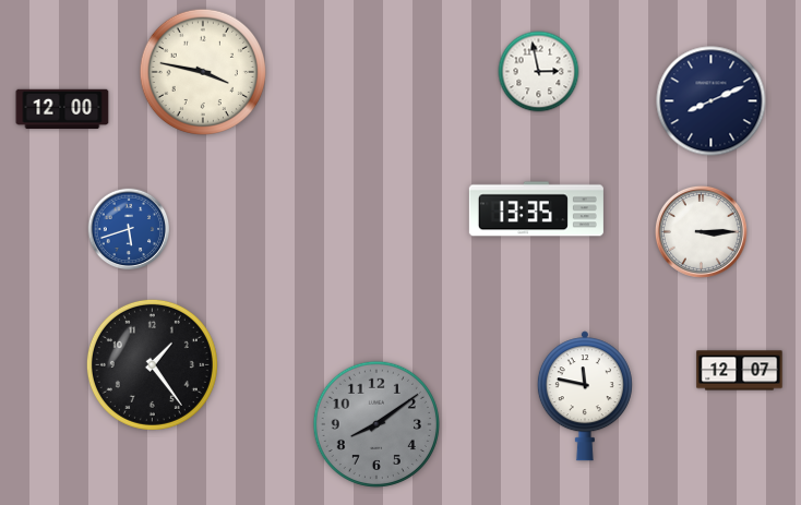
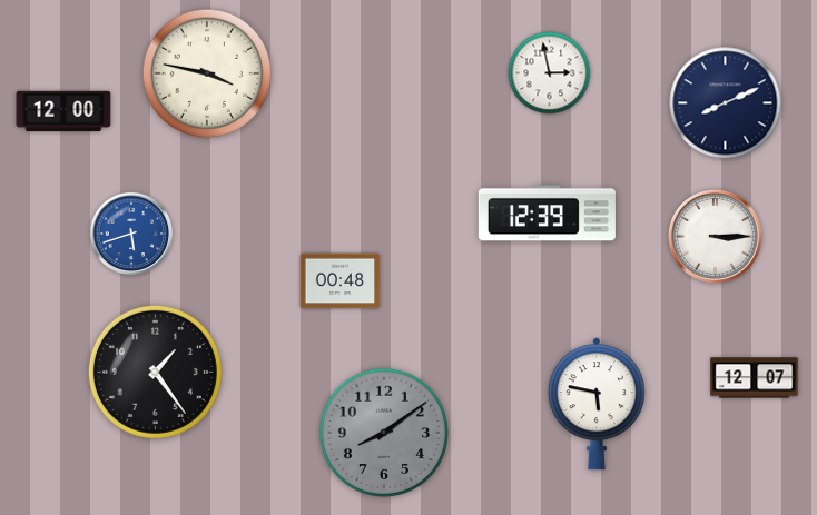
clock at (536, 209): 13:35 -> 12:39
clock at (341, 281): none -> 00:48
clock at (585, 396): 11:47 -> 5:47
